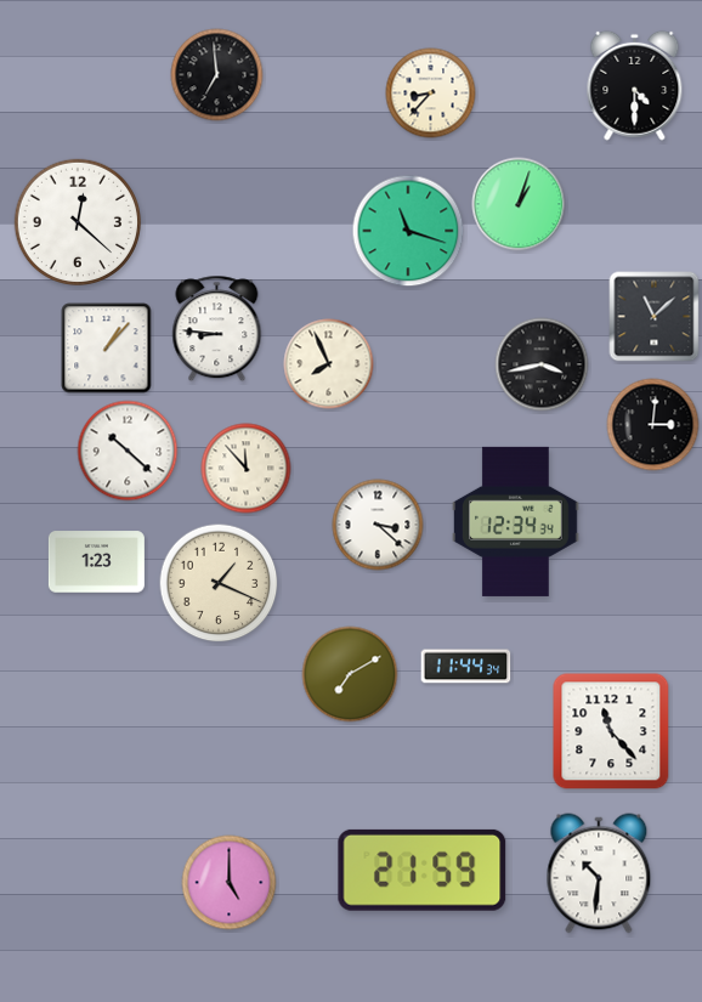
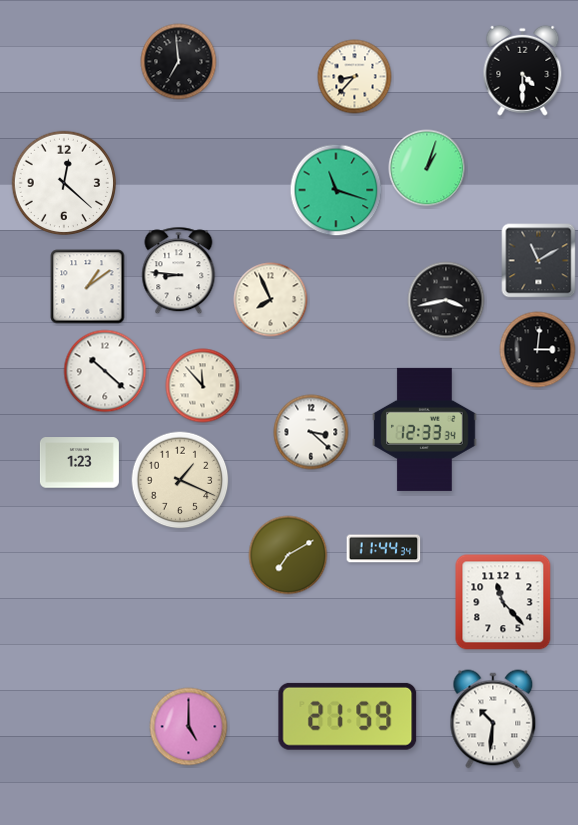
clock at (655, 317): 11:08 -> 11:10
clock at (107, 349): 1:07 -> 1:09
clock at (516, 521): 12:34 -> 12:33
